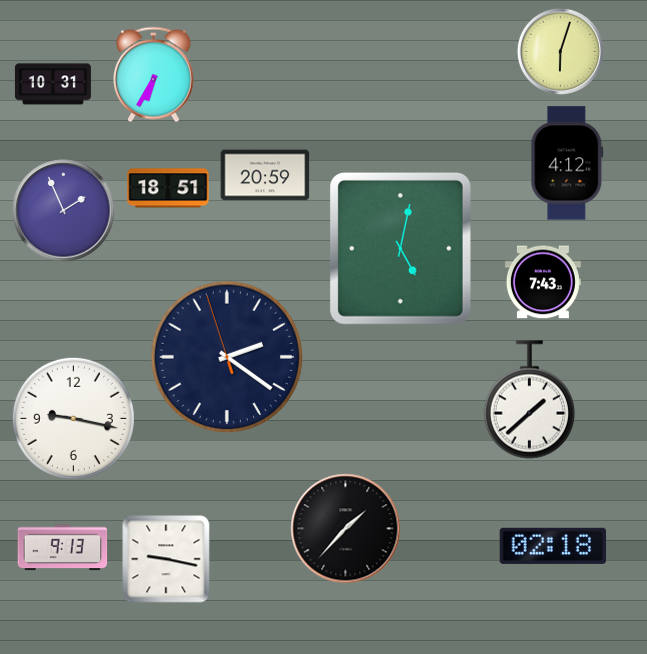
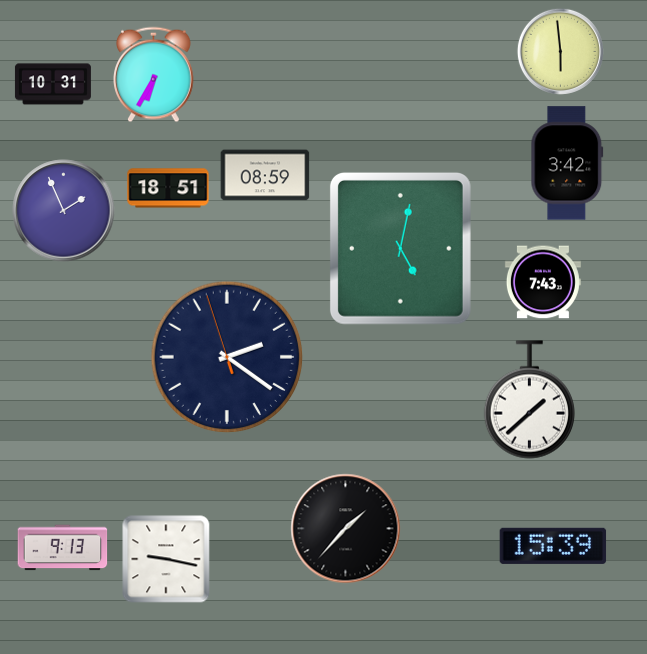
clock at (560, 51): 6:03 -> 5:59
clock at (567, 163): 4:12 -> 3:42
clock at (265, 175): 20:59 -> 08:59
clock at (73, 418): 9:17 -> none
clock at (553, 546): 02:18 -> 15:39
